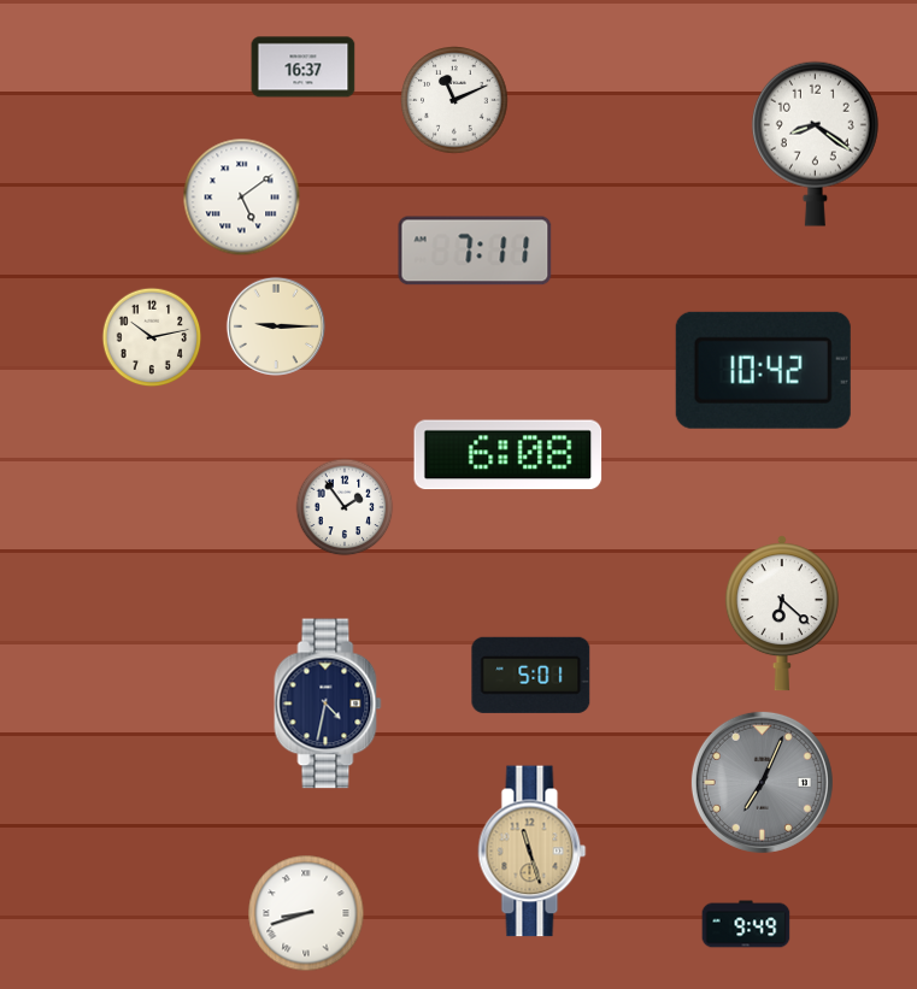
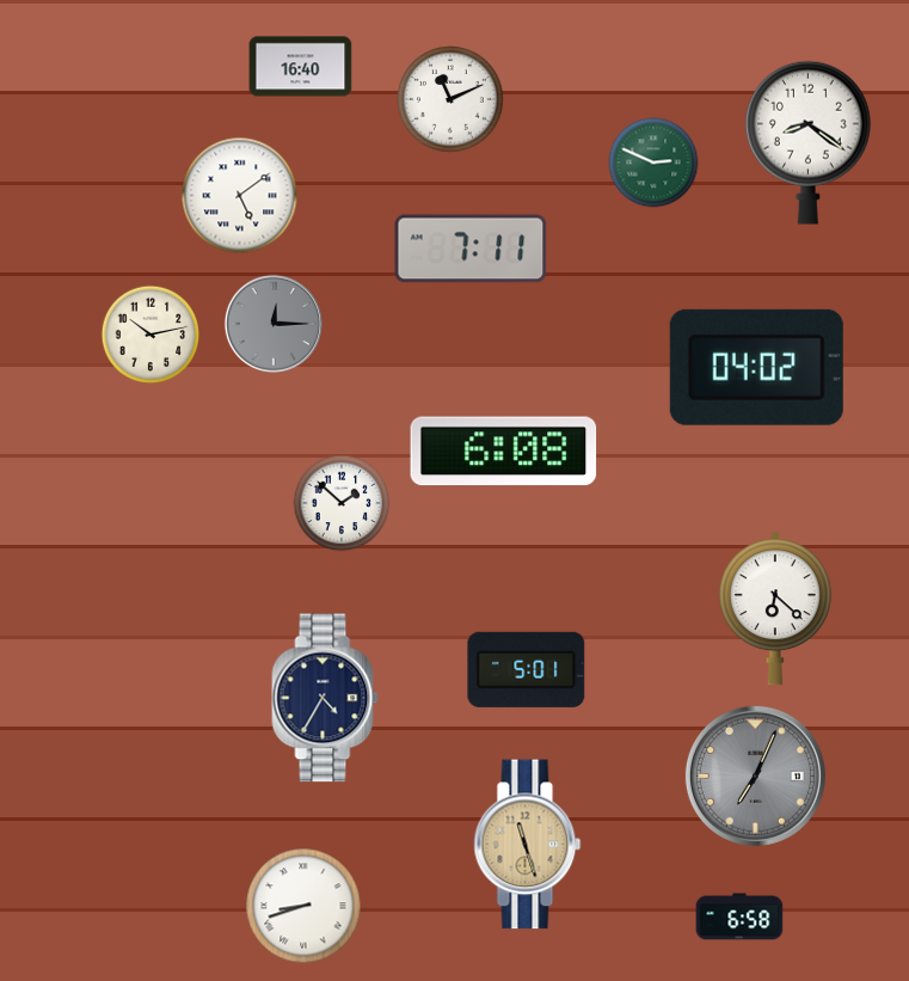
clock at (304, 67): 16:37 -> 16:40
clock at (653, 163): none -> 2:49
clock at (276, 326): 9:15 -> 12:15
clock at (276, 326) dial: cream -> grey
clock at (763, 370): 10:42 -> 04:02
clock at (345, 507): 1:54 -> 1:52
clock at (328, 704): 4:32 -> 4:35
clock at (746, 924): 9:49 -> 6:58
